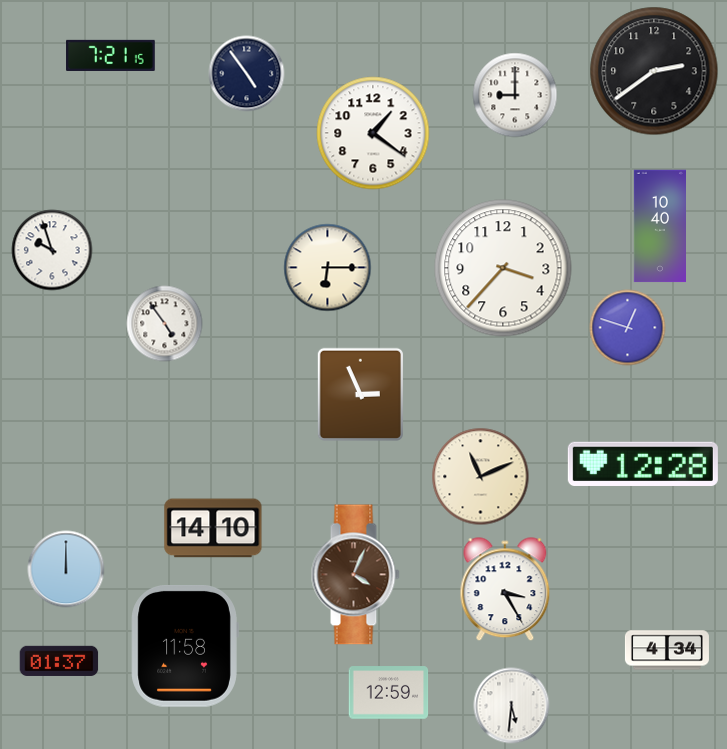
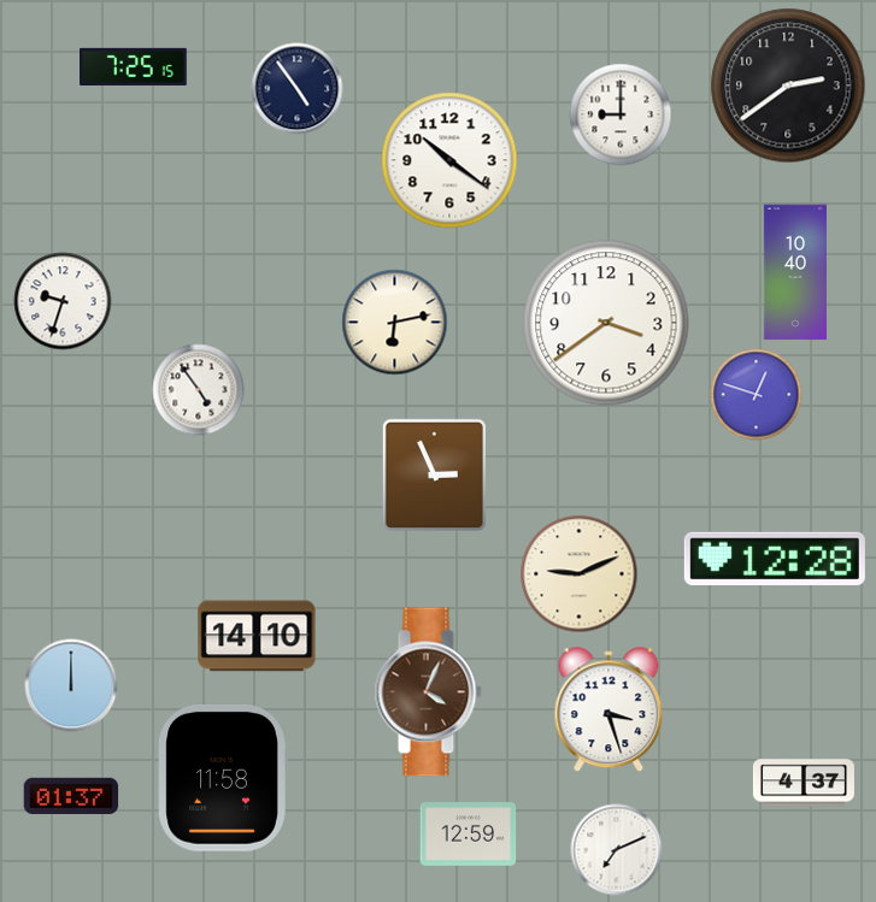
clock at (111, 55): 7:21 -> 7:25
clock at (373, 133): 1:21 -> 10:21
clock at (52, 250): 9:57 -> 9:33
clock at (328, 268): 6:15 -> 6:13
clock at (503, 268): 3:37 -> 3:39
clock at (481, 477): 11:11 -> 9:11
clock at (66, 569) position: (66, 569) -> (71, 685)
clock at (505, 590): 3:25 -> 3:27
clock at (667, 650): 4:34 -> 4:37
clock at (512, 706): 5:31 -> 7:11
